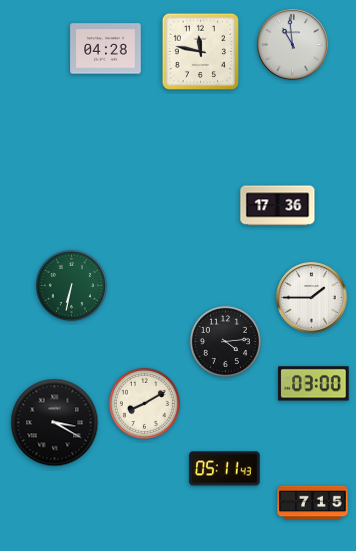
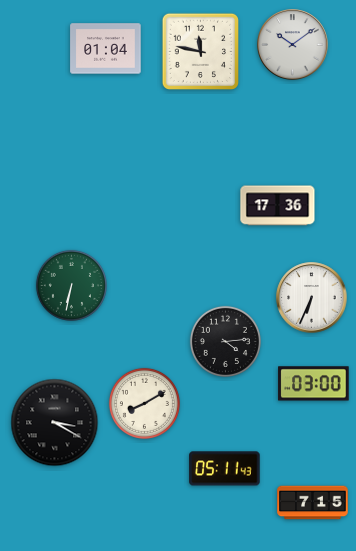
clock at (293, 45): 10:59 -> 10:09
clock at (106, 49): 04:28 -> 01:04
clock at (312, 298): 1:45 -> 6:34
